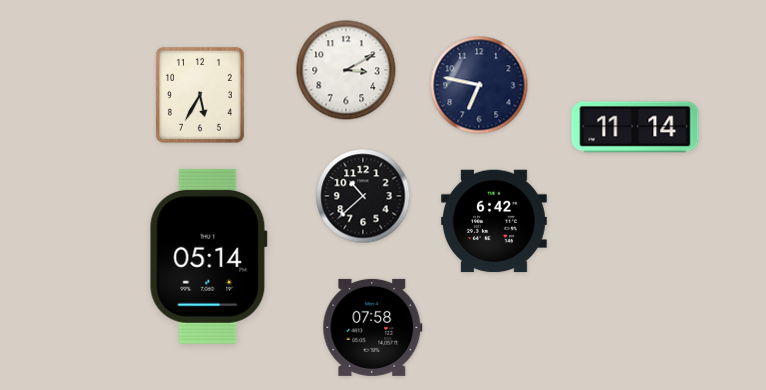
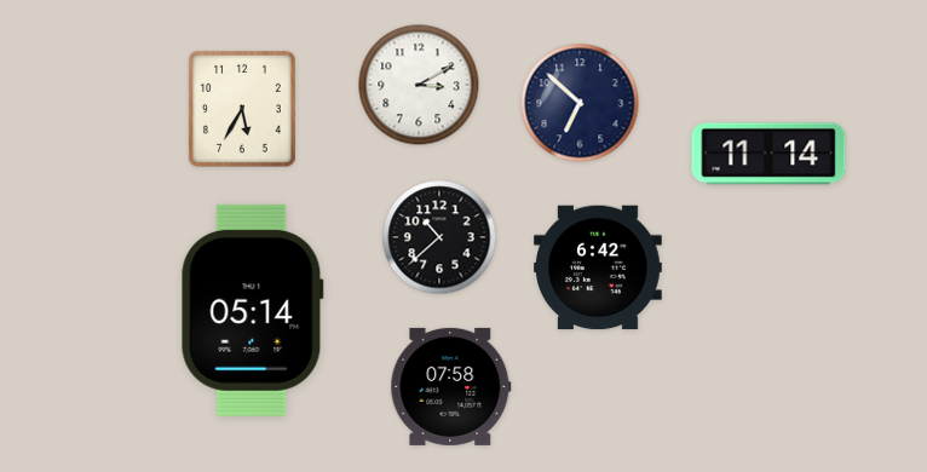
clock at (479, 85): 6:47 -> 6:52
clock at (200, 95) position: (200, 95) -> (242, 109)
clock at (373, 327) position: (373, 327) -> (451, 386)
